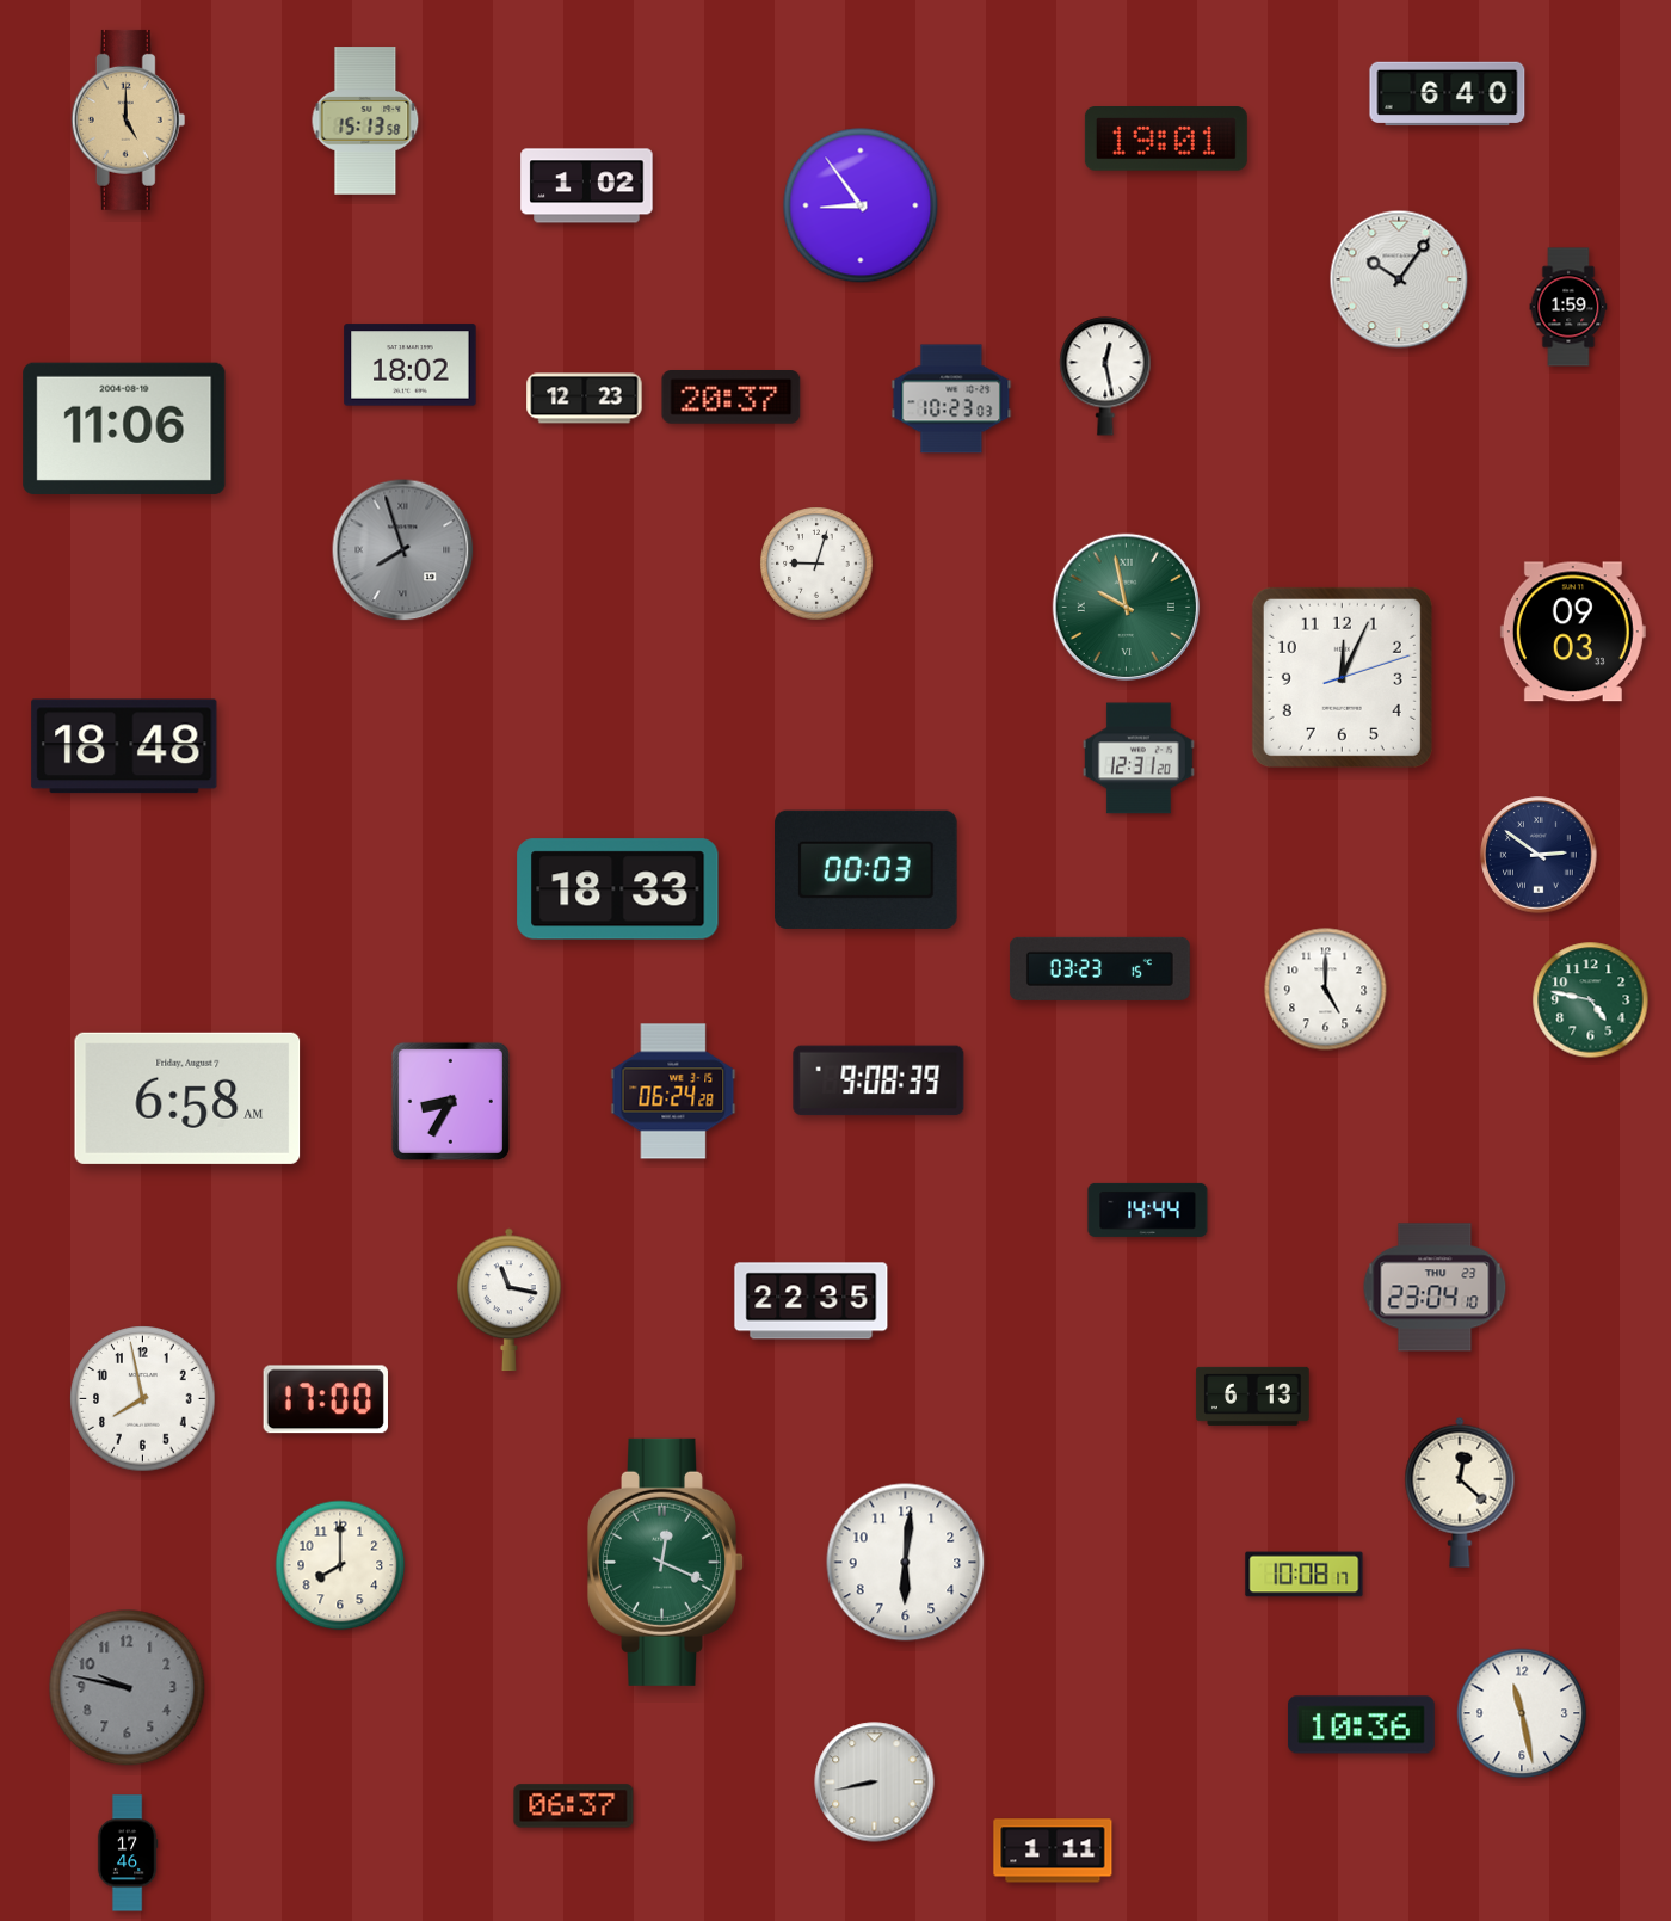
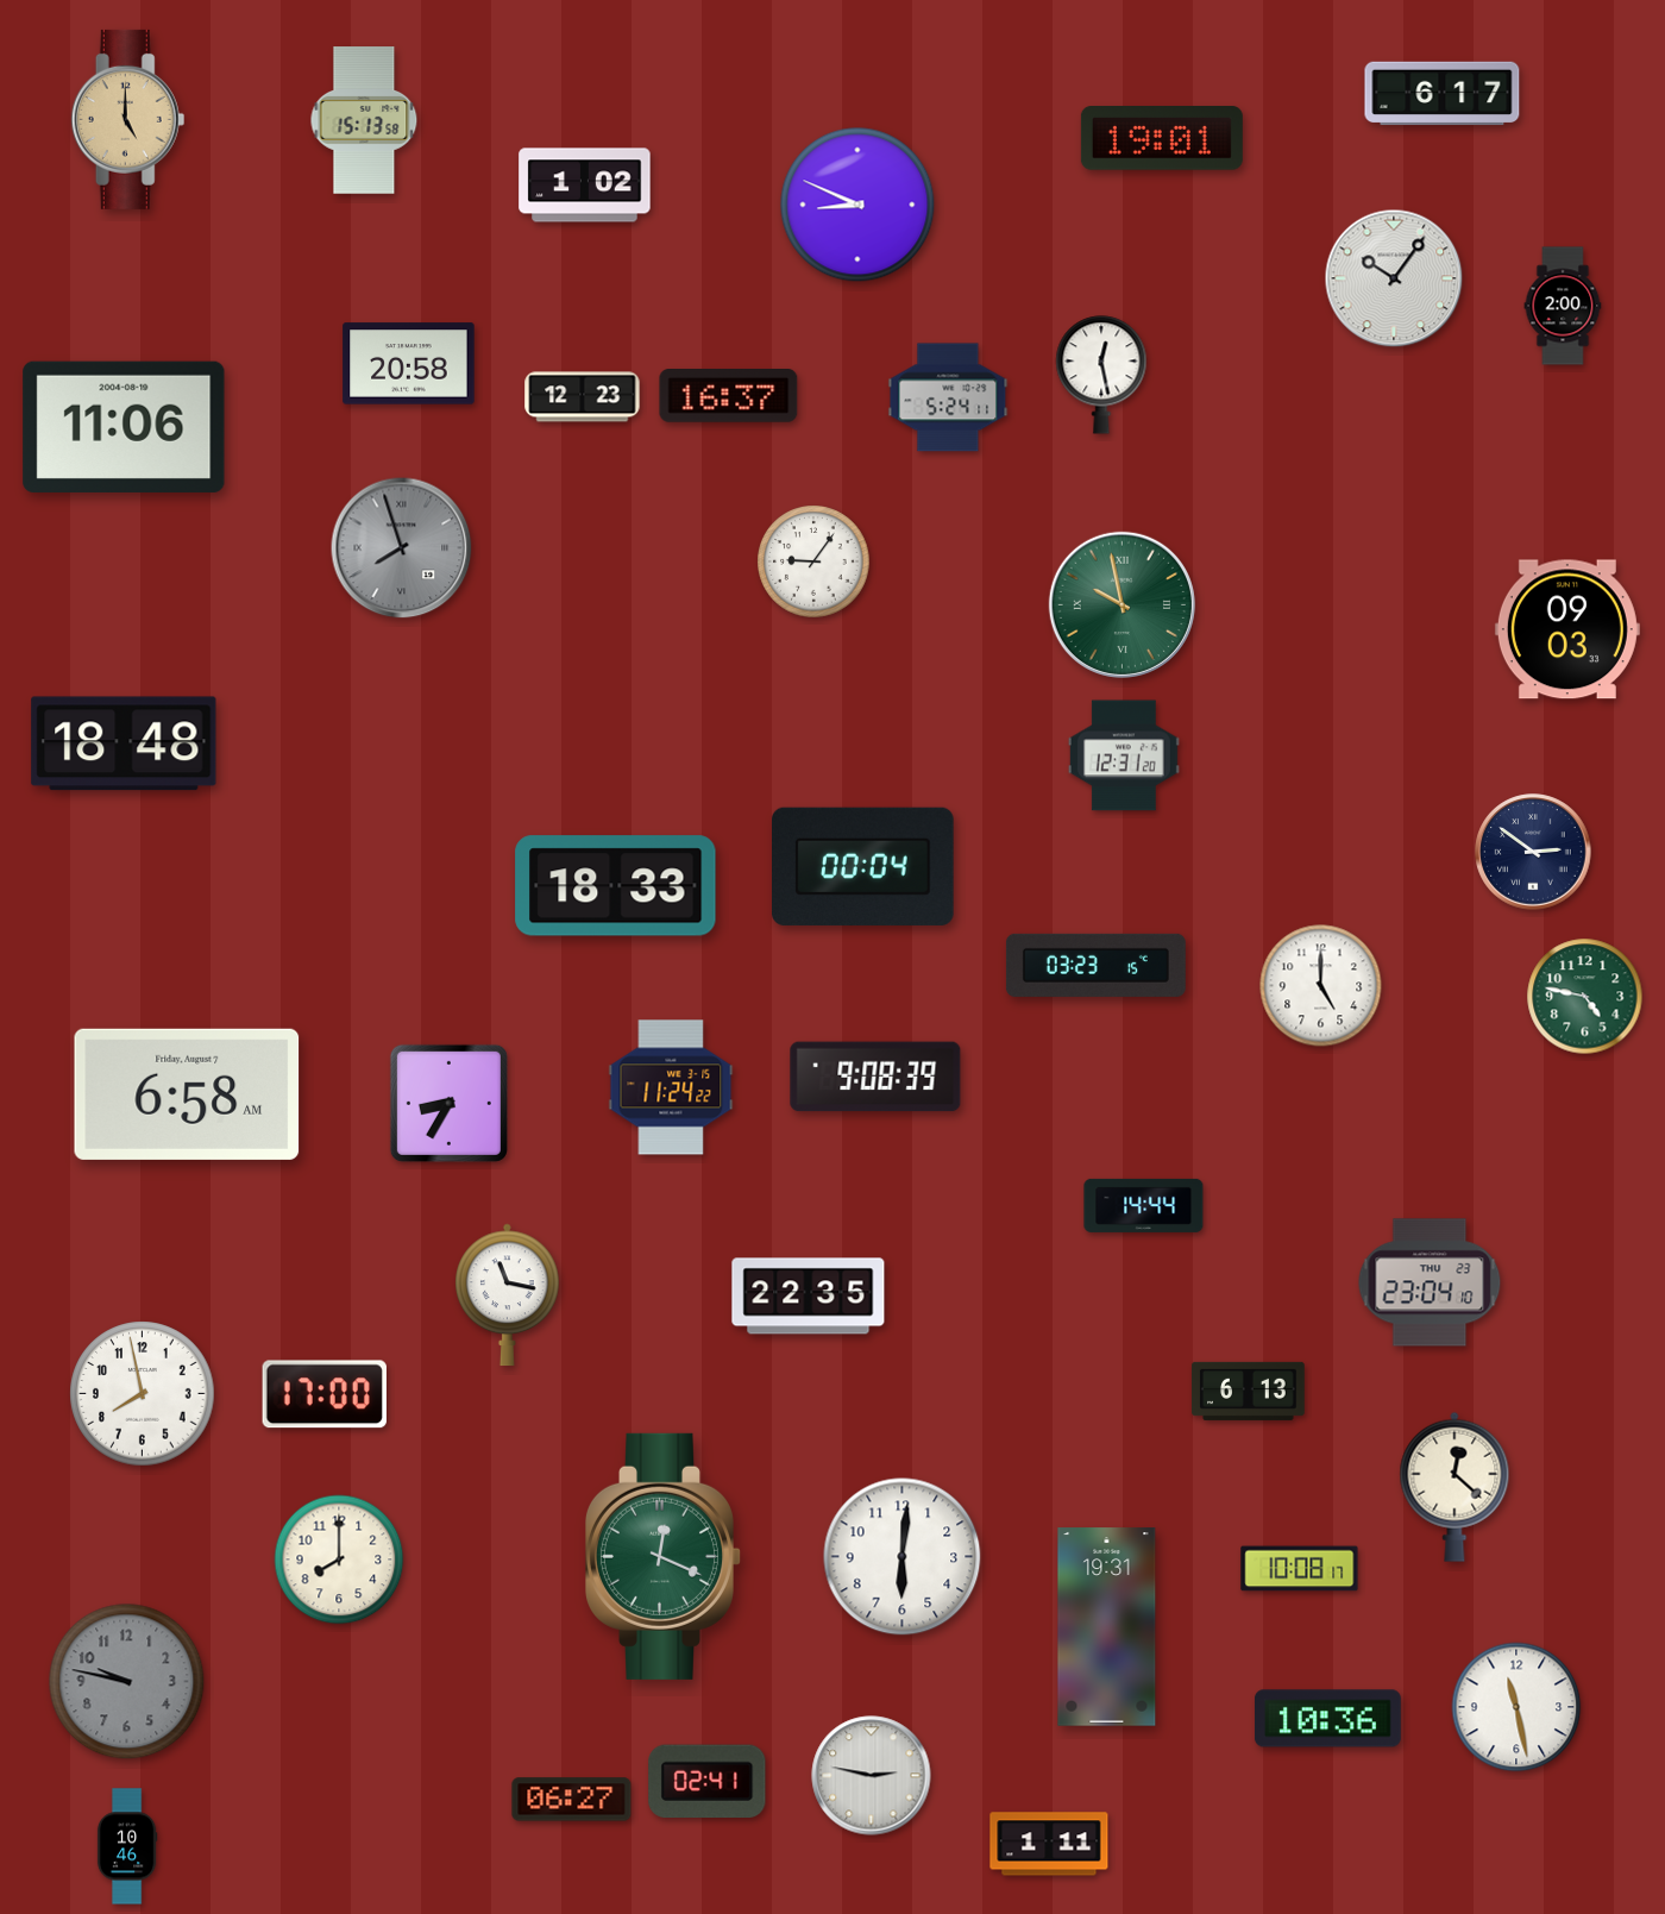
clock at (1448, 94): 6:40 -> 6:17
clock at (861, 205): 8:54 -> 8:49
clock at (1568, 307): 1:59 -> 2:00
clock at (411, 365): 18:02 -> 20:58
clock at (732, 398): 20:37 -> 16:37
clock at (951, 399): 10:23 -> 5:24
clock at (816, 564): 9:03 -> 9:06
clock at (1342, 677): 12:04 -> none
clock at (1139, 758) position: (1139, 758) -> (1124, 755)
clock at (867, 869): 00:03 -> 00:04
clock at (673, 1091): 06:24 -> 11:24
clock at (450, 1101) position: (450, 1101) -> (448, 1103)
clock at (1107, 1627): none -> 19:31
clock at (1361, 1725) position: (1361, 1725) -> (1327, 1719)
clock at (875, 1783): 8:43 -> 2:47
clock at (708, 1782): none -> 02:41
clock at (574, 1806): 06:37 -> 06:27
clock at (128, 1853): 17:46 -> 10:46
